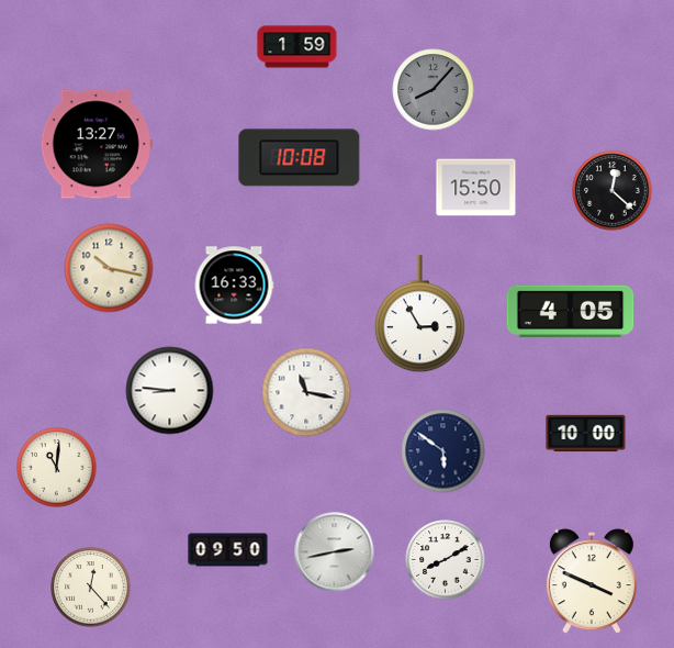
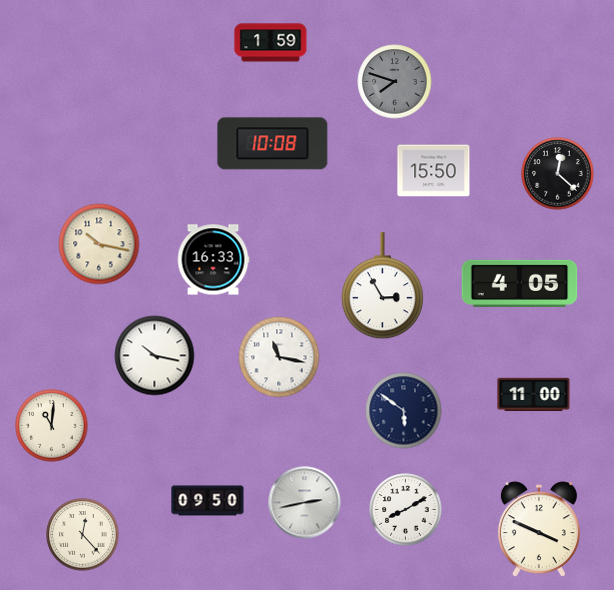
clock at (434, 90): 8:07 -> 7:48
clock at (97, 144): 13:27 -> none
clock at (170, 391): 8:46 -> 10:17
clock at (586, 434): 10:00 -> 11:00
